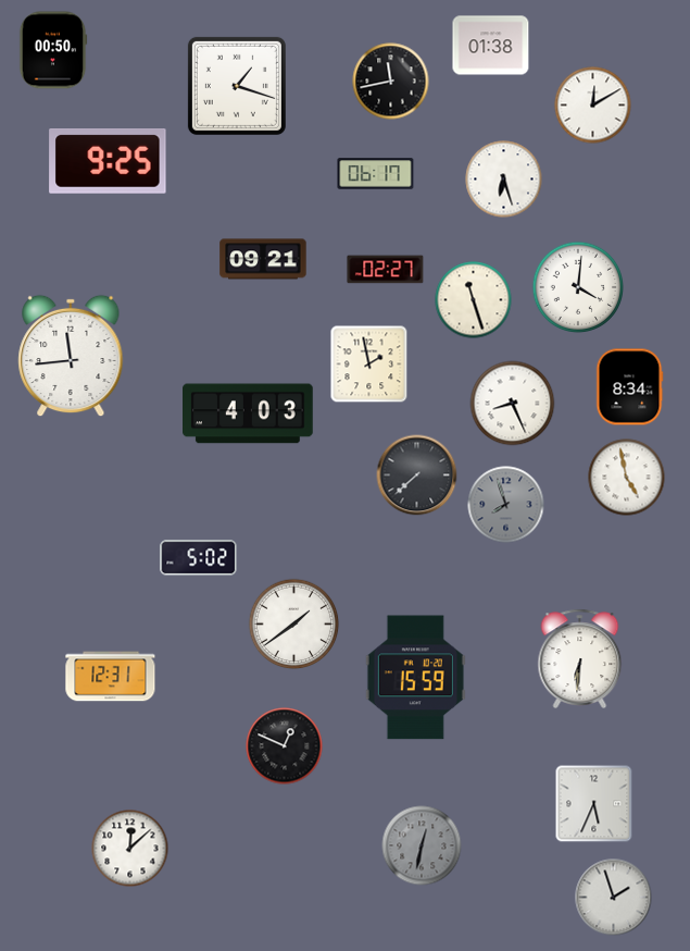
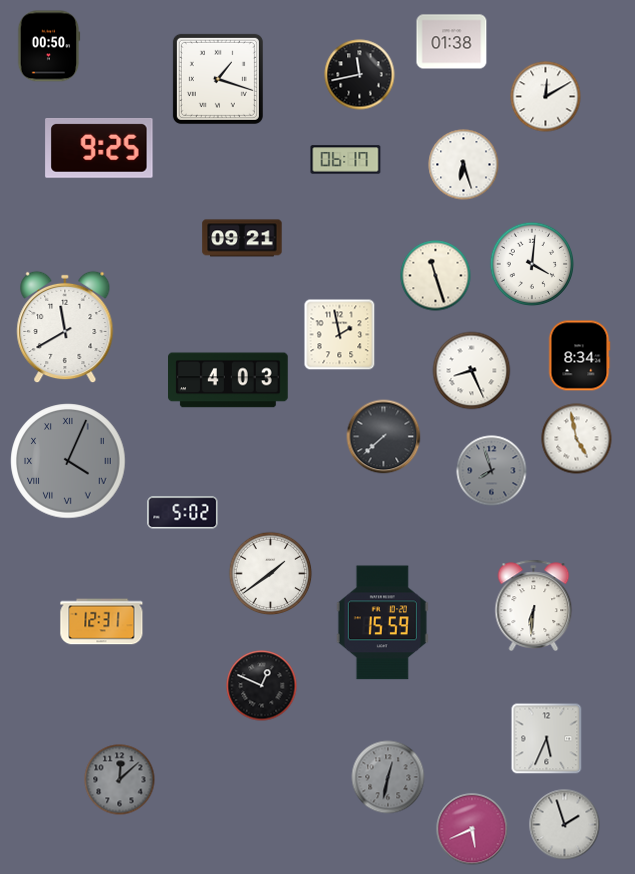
clock at (386, 270): 02:27 -> none
clock at (71, 356): 11:44 -> 11:40
clock at (68, 461): none -> 4:04
clock at (506, 505) position: (506, 505) -> (492, 471)
clock at (130, 849) dial: white -> grey
clock at (472, 829): none -> 5:41
